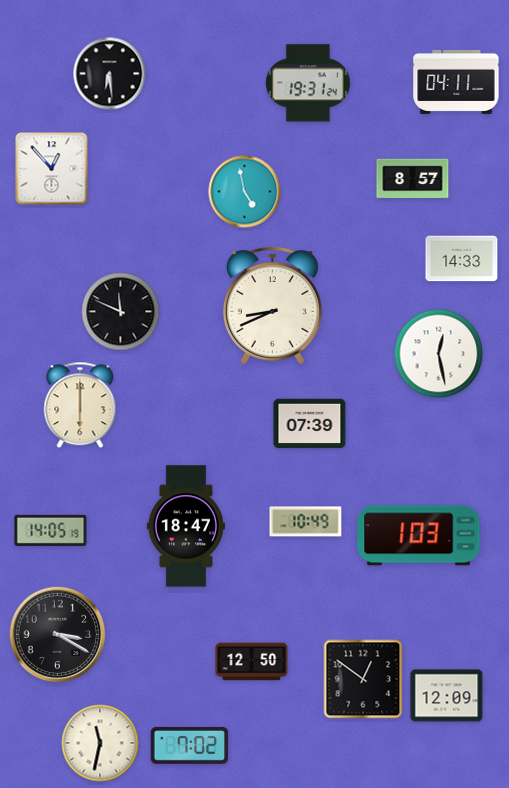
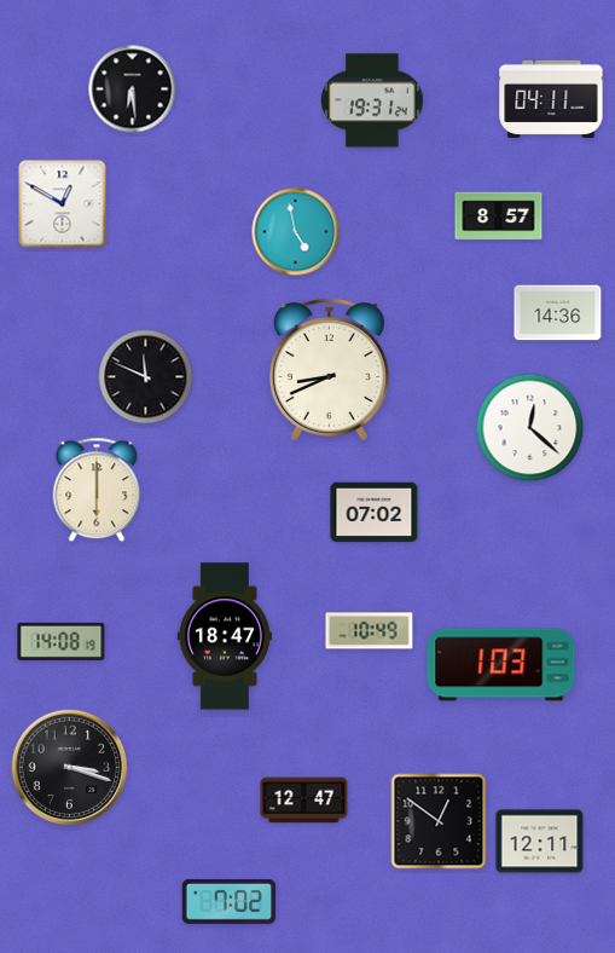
clock at (52, 169): 12:53 -> 12:50
clock at (462, 259): 14:33 -> 14:36
clock at (439, 354): 12:28 -> 12:22
clock at (310, 424): 07:39 -> 07:02
clock at (51, 530): 14:05 -> 14:08
clock at (419, 536) position: (419, 536) -> (501, 665)
clock at (58, 635): 3:20 -> 3:18
clock at (252, 662): 12:50 -> 12:47
clock at (447, 696): 12:09 -> 12:11
clock at (100, 743): 11:32 -> none
